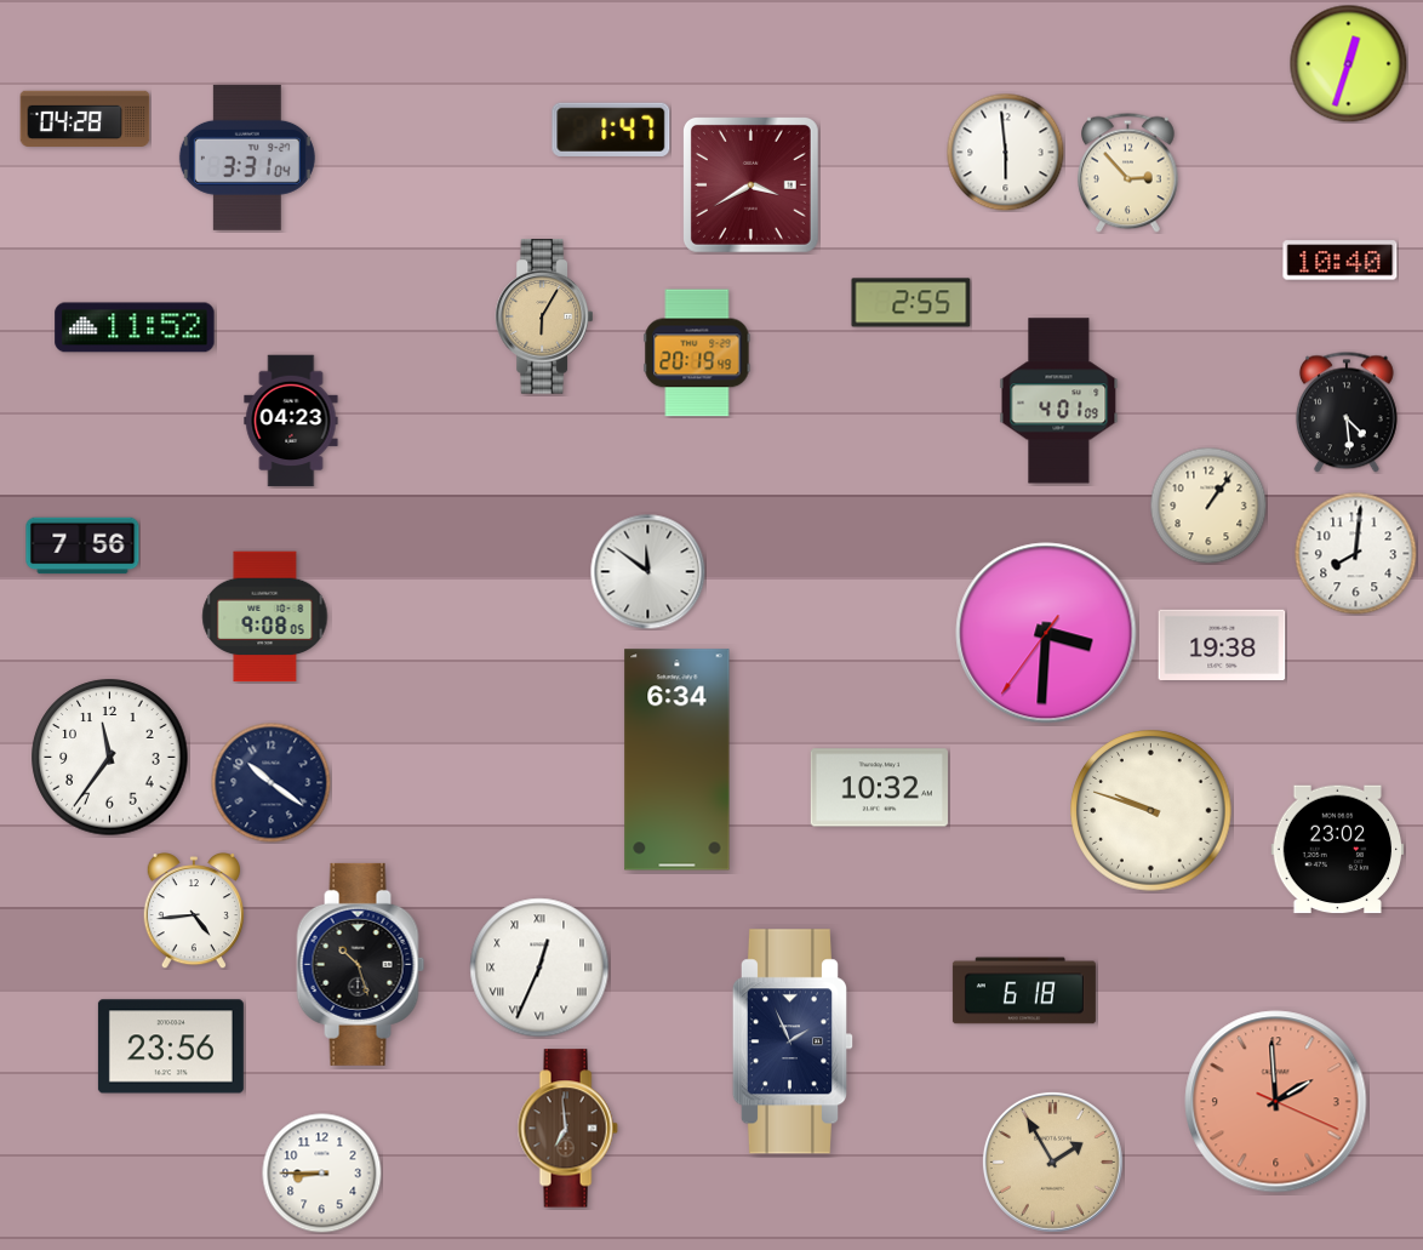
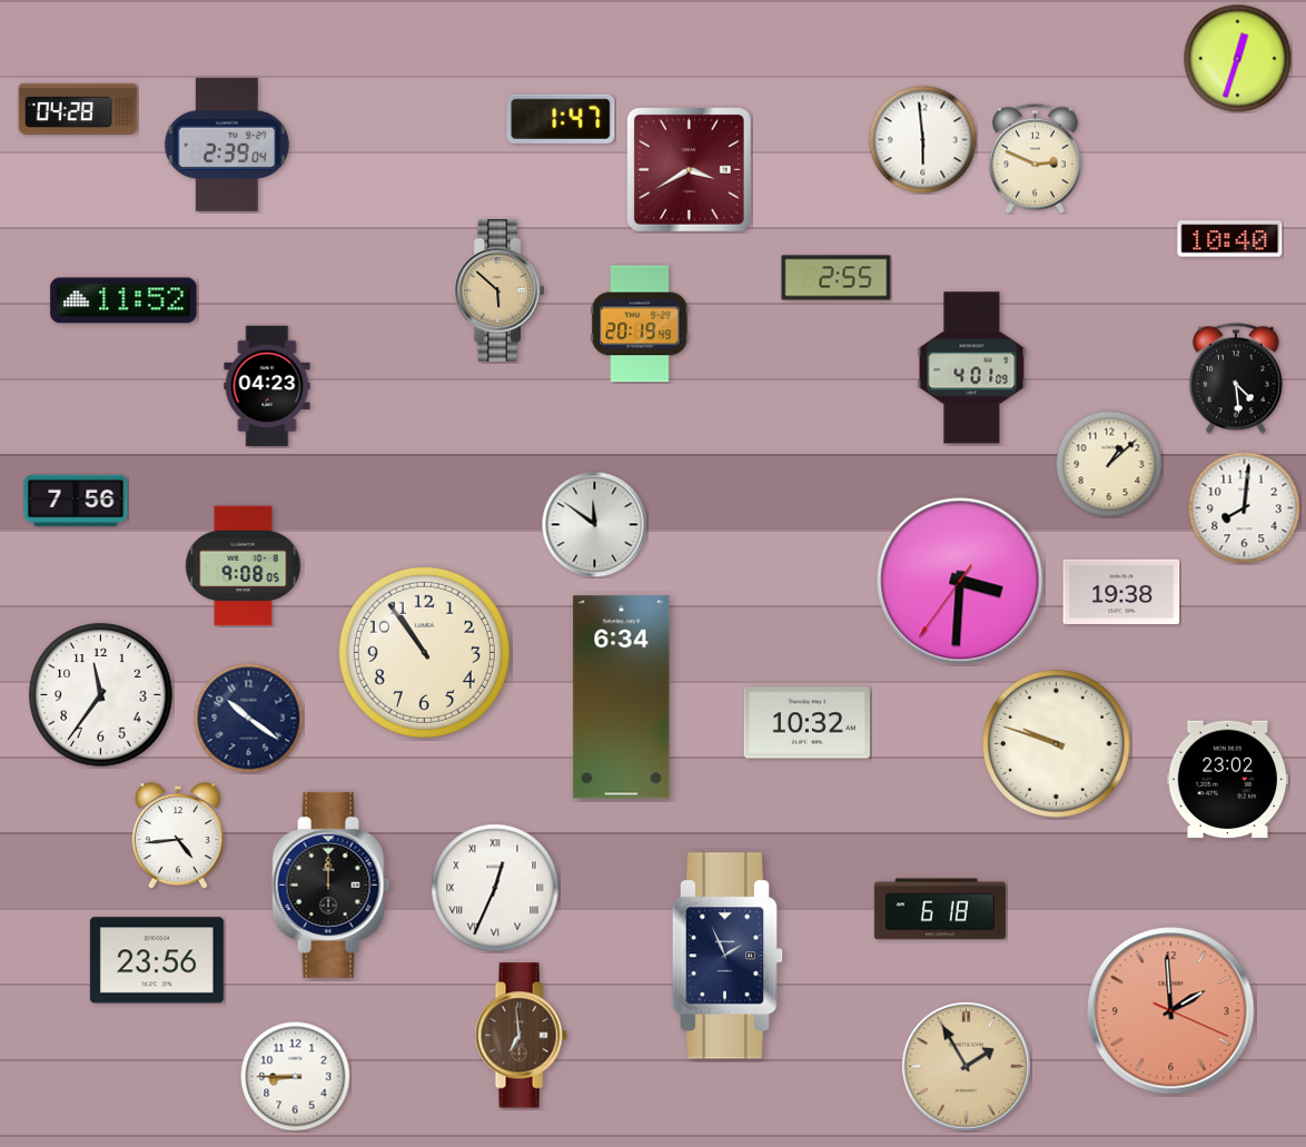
clock at (247, 158): 3:31 -> 2:39
clock at (1128, 172): 2:53 -> 2:49
clock at (543, 316): 6:05 -> 5:52
clock at (1208, 506): 1:06 -> 1:08
clock at (424, 652): none -> 10:54
clock at (361, 964): 10:27 -> 12:00
